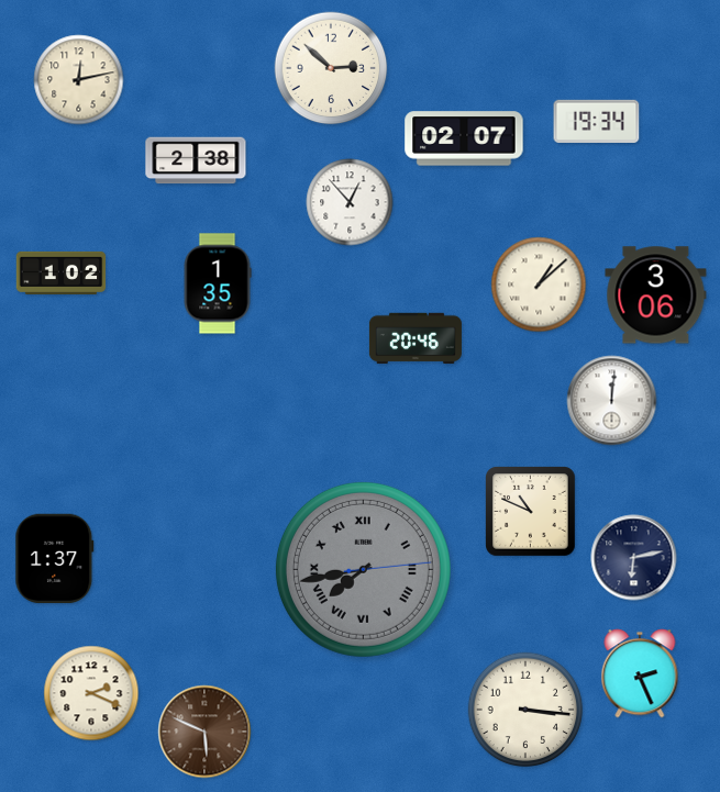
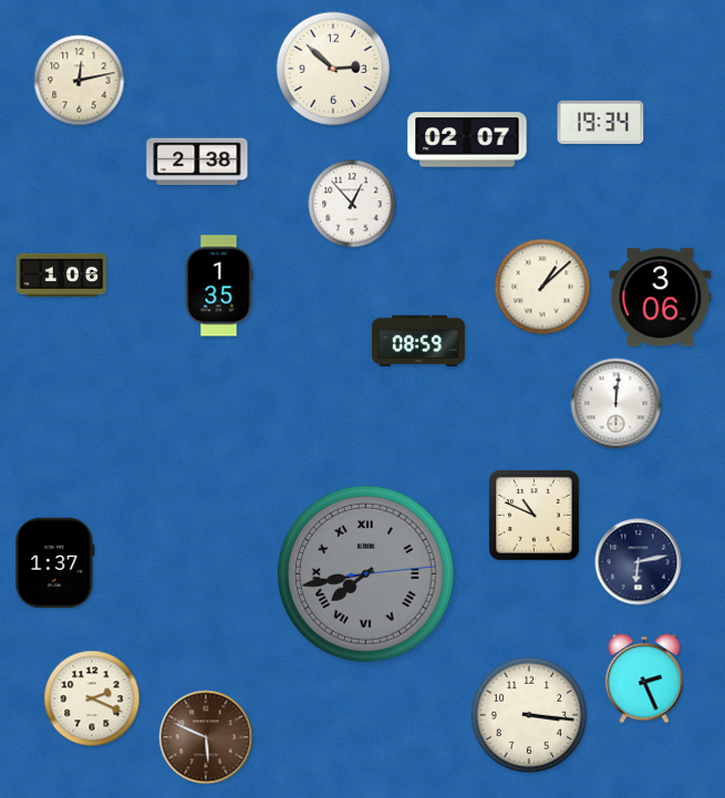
clock at (62, 272): 1:02 -> 1:06
clock at (416, 338): 20:46 -> 08:59
